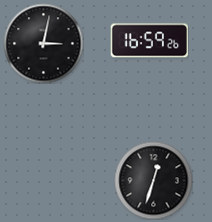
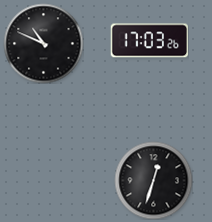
clock at (149, 41): 16:59 -> 17:03
clock at (43, 43): 3:02 -> 10:49
